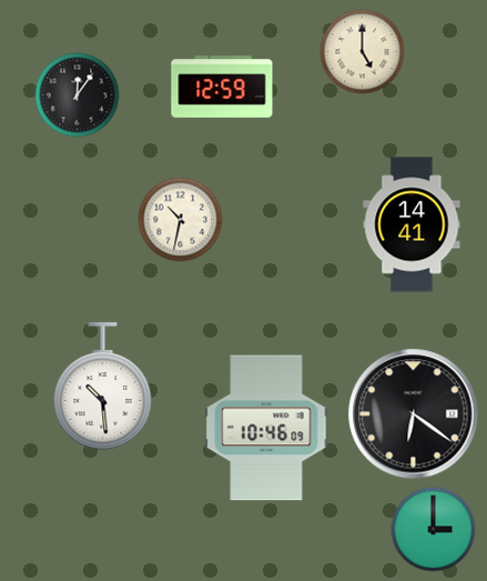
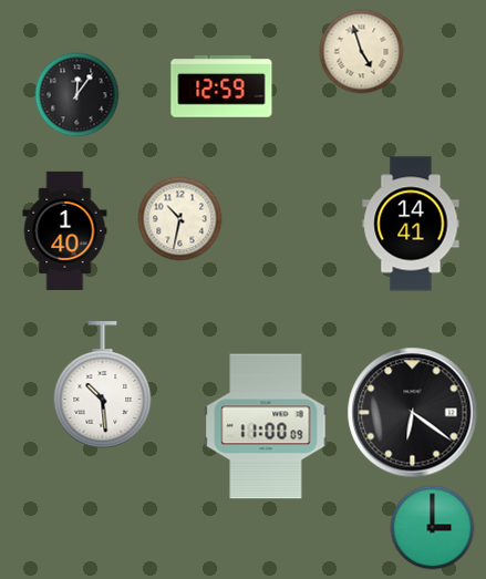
clock at (363, 52): 5:00 -> 4:57
clock at (65, 230): none -> 1:40
clock at (266, 428): 10:46 -> 11:00
